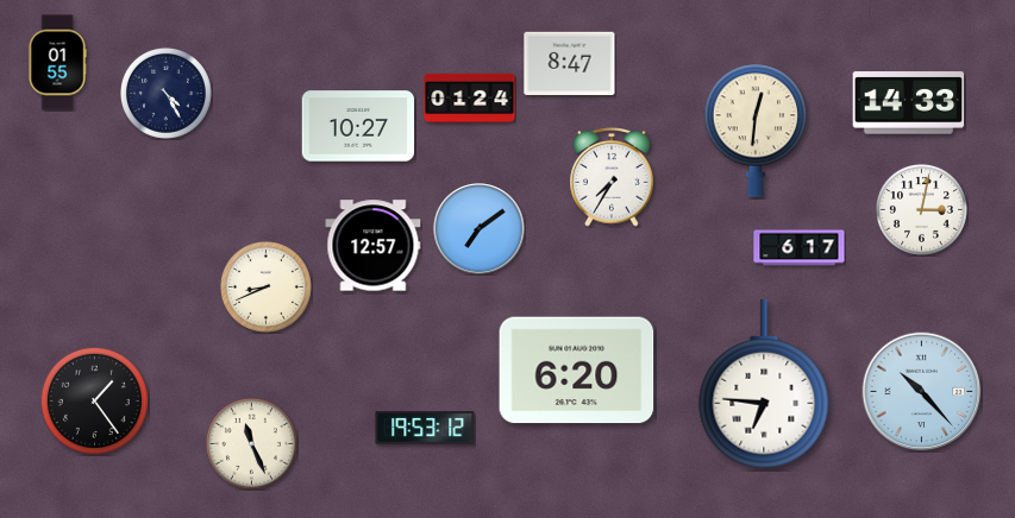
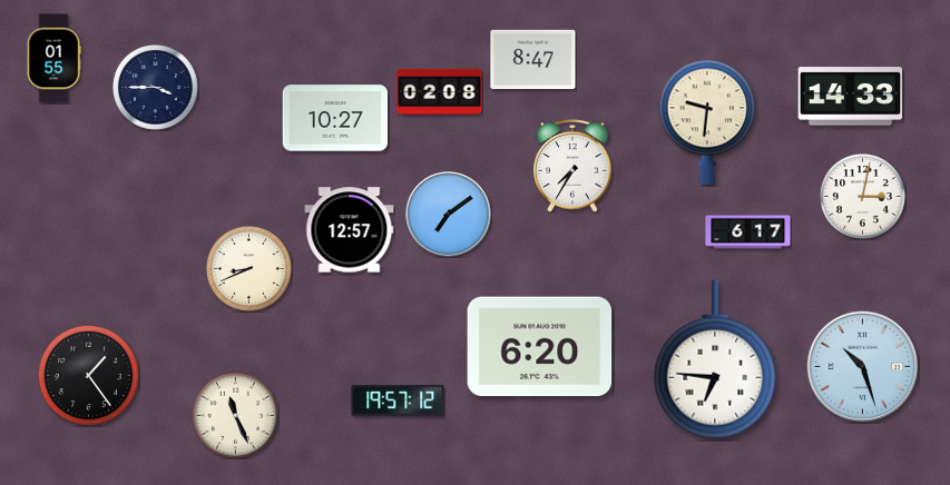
clock at (165, 93): 4:25 -> 3:45
clock at (470, 97): 01:24 -> 02:08
clock at (756, 131): 12:31 -> 9:31
clock at (922, 392): 10:23 -> 10:27
clock at (425, 428): 19:53 -> 19:57
